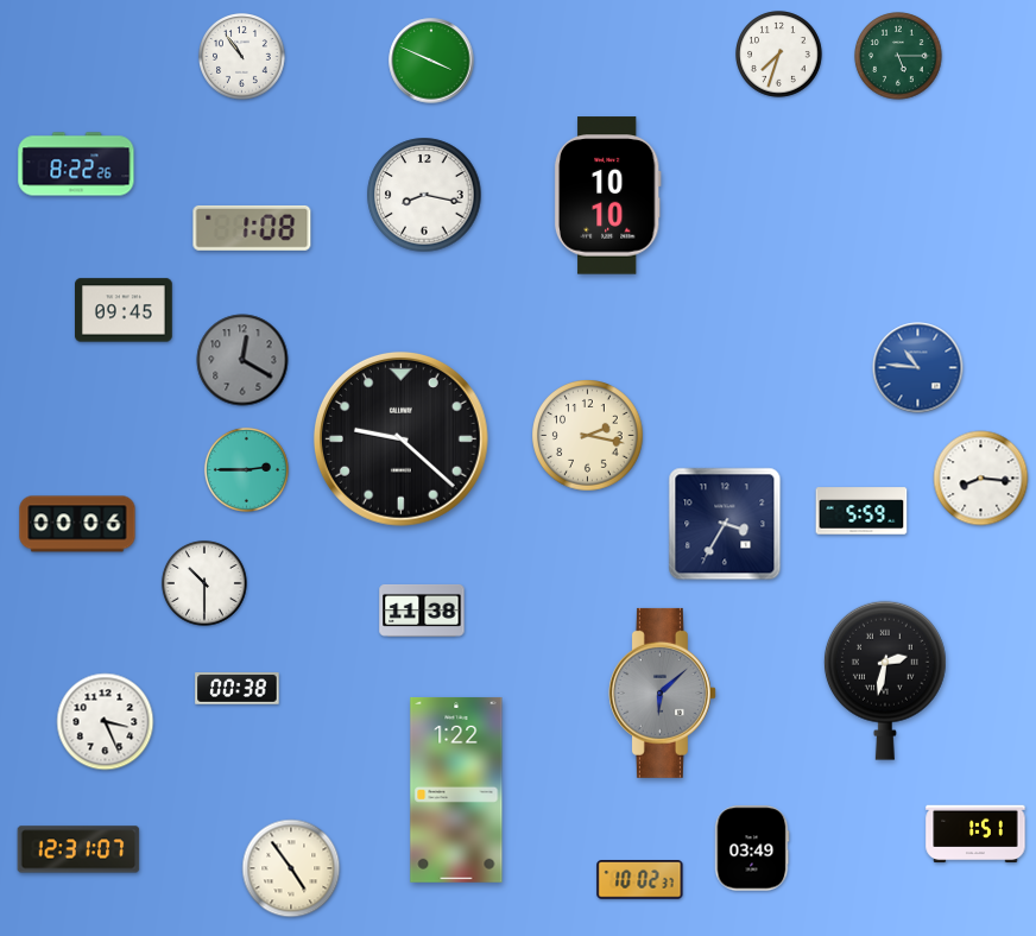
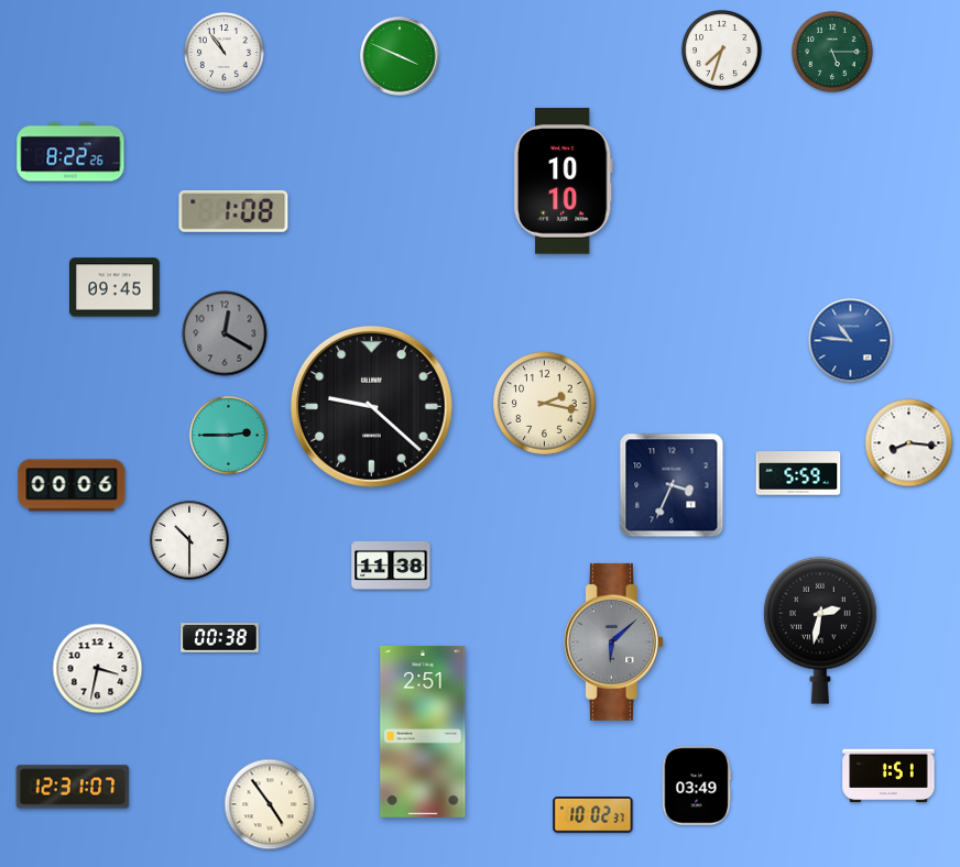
clock at (424, 195): 8:17 -> none
clock at (725, 524): 3:35 -> 3:34
clock at (106, 722): 3:26 -> 3:32
clock at (456, 790): 1:22 -> 2:51
clock at (975, 834) position: (975, 834) -> (888, 776)
